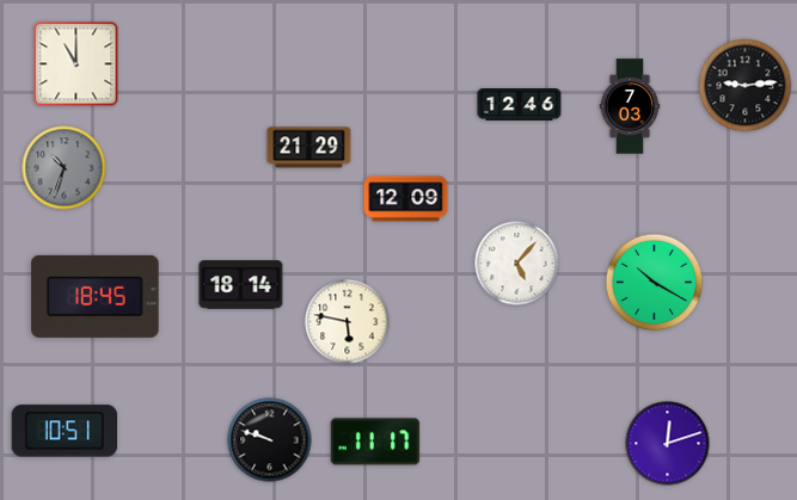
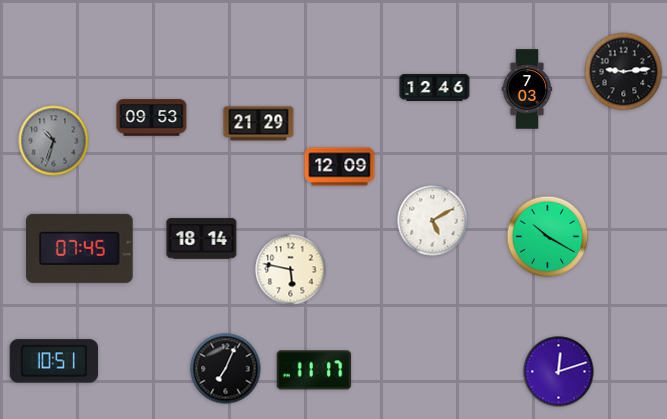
clock at (76, 64): 11:00 -> none
clock at (152, 118): none -> 09:53
clock at (517, 264): 5:07 -> 5:10
clock at (96, 296): 18:45 -> 07:45
clock at (270, 440): 9:48 -> 7:04
